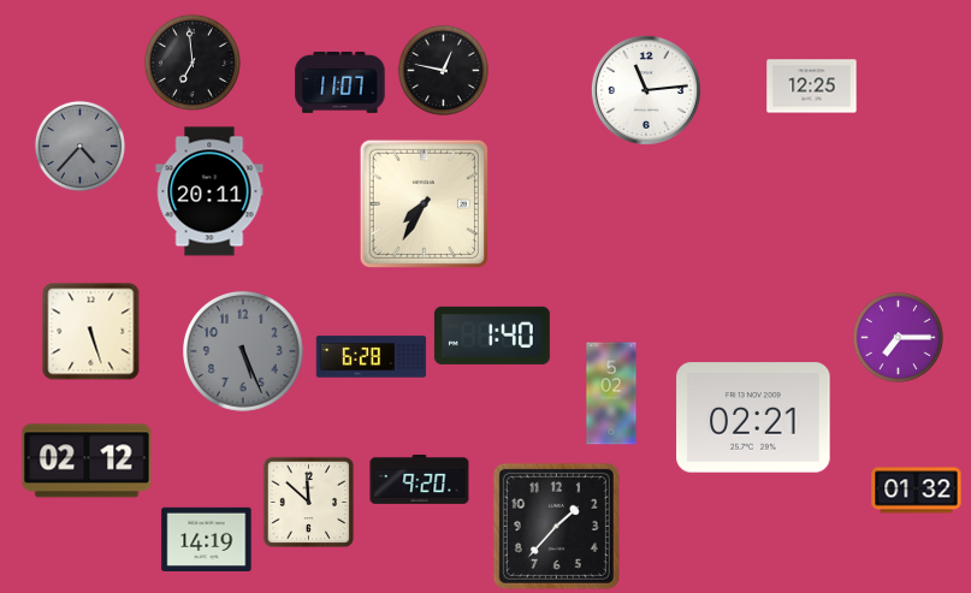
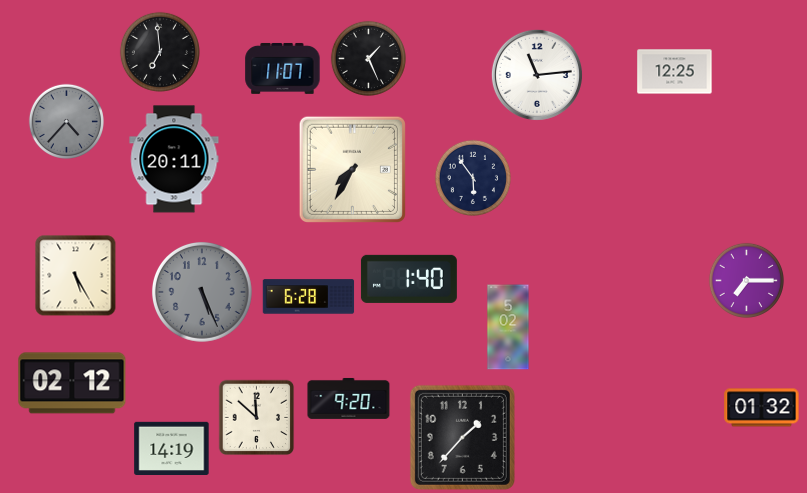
clock at (443, 70): 12:47 -> 1:26
clock at (473, 178): none -> 5:54
clock at (91, 332): 5:27 -> 5:25
clock at (753, 417): 02:21 -> none
